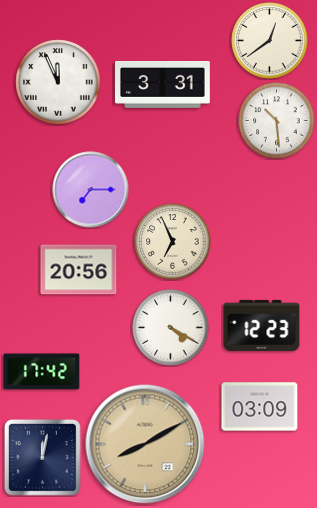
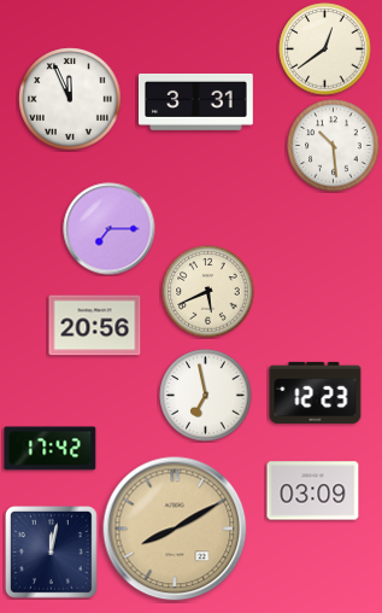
clock at (173, 242): 6:56 -> 5:41
clock at (171, 328): 4:20 -> 6:58
clock at (145, 444) position: (145, 444) -> (175, 529)
